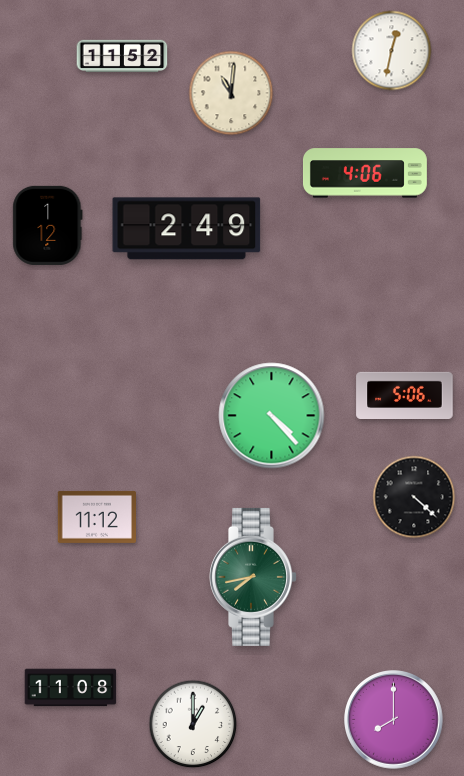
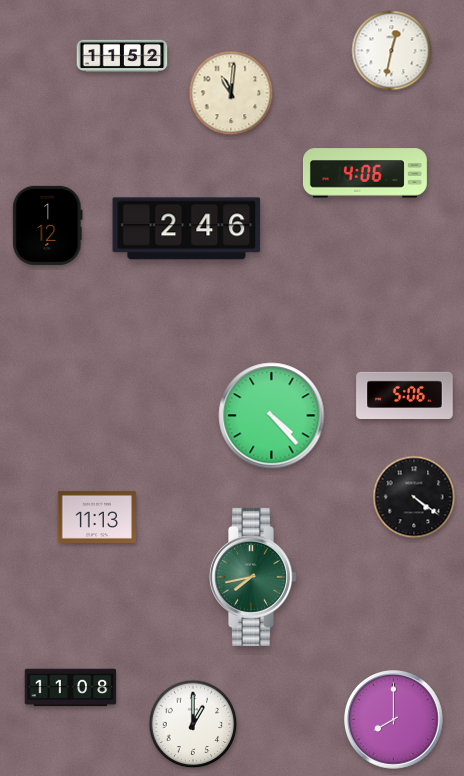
clock at (187, 229): 2:49 -> 2:46
clock at (414, 497): 4:22 -> 4:21
clock at (96, 517): 11:12 -> 11:13
